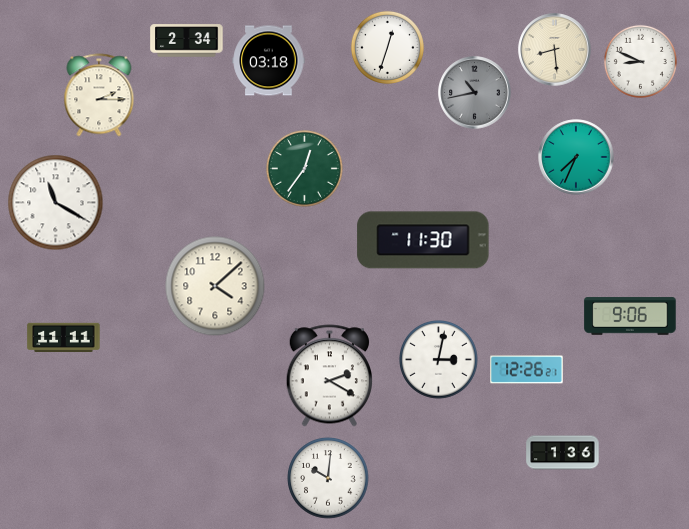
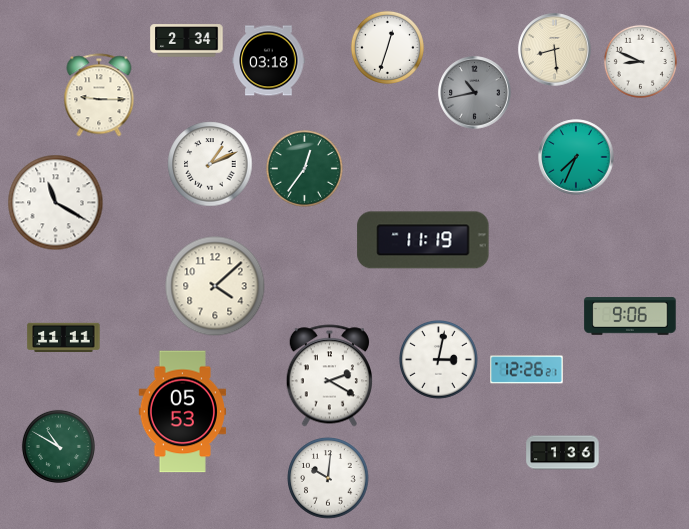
clock at (99, 95): 2:15 -> 9:15
clock at (210, 164): none -> 1:11
clock at (423, 240): 11:30 -> 11:19
clock at (182, 412): none -> 05:53
clock at (58, 446): none -> 10:50
